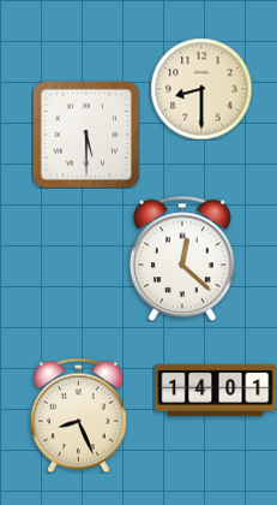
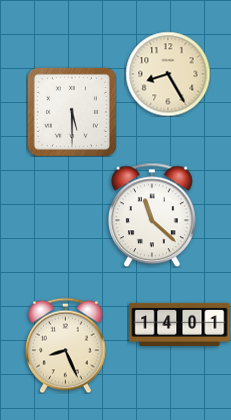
clock at (201, 89): 8:30 -> 8:25
clock at (182, 259): 12:22 -> 11:22
